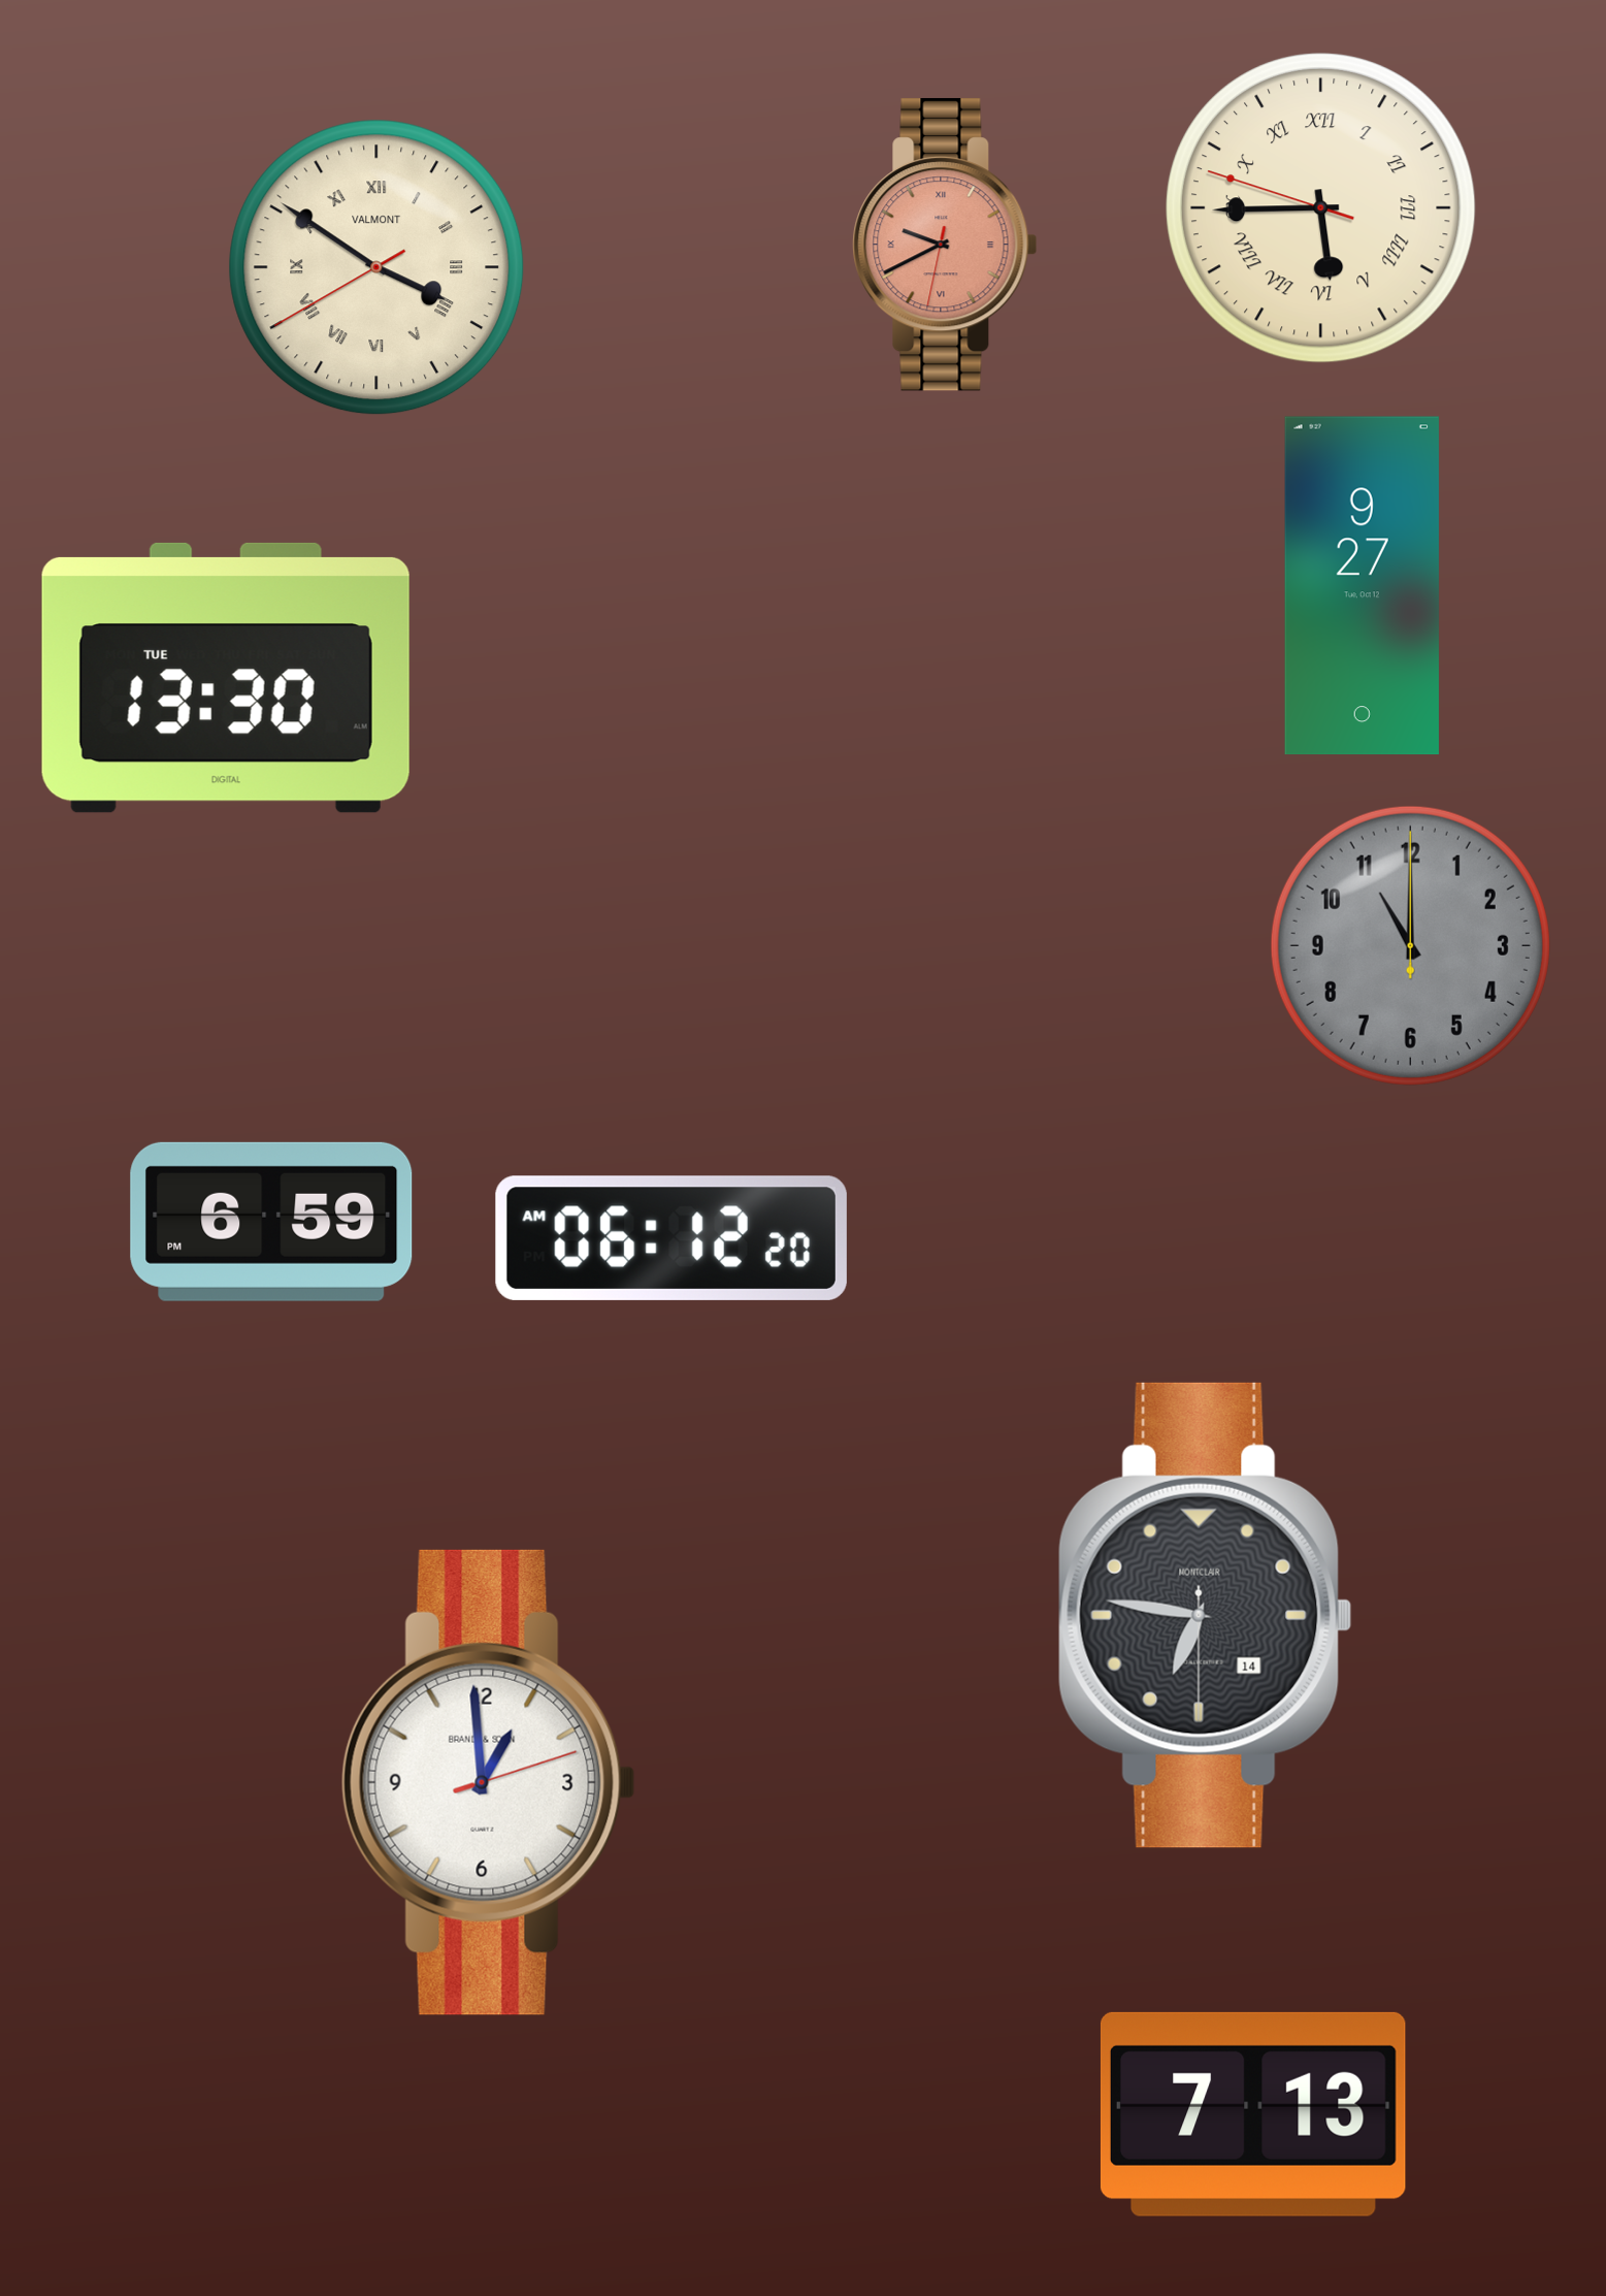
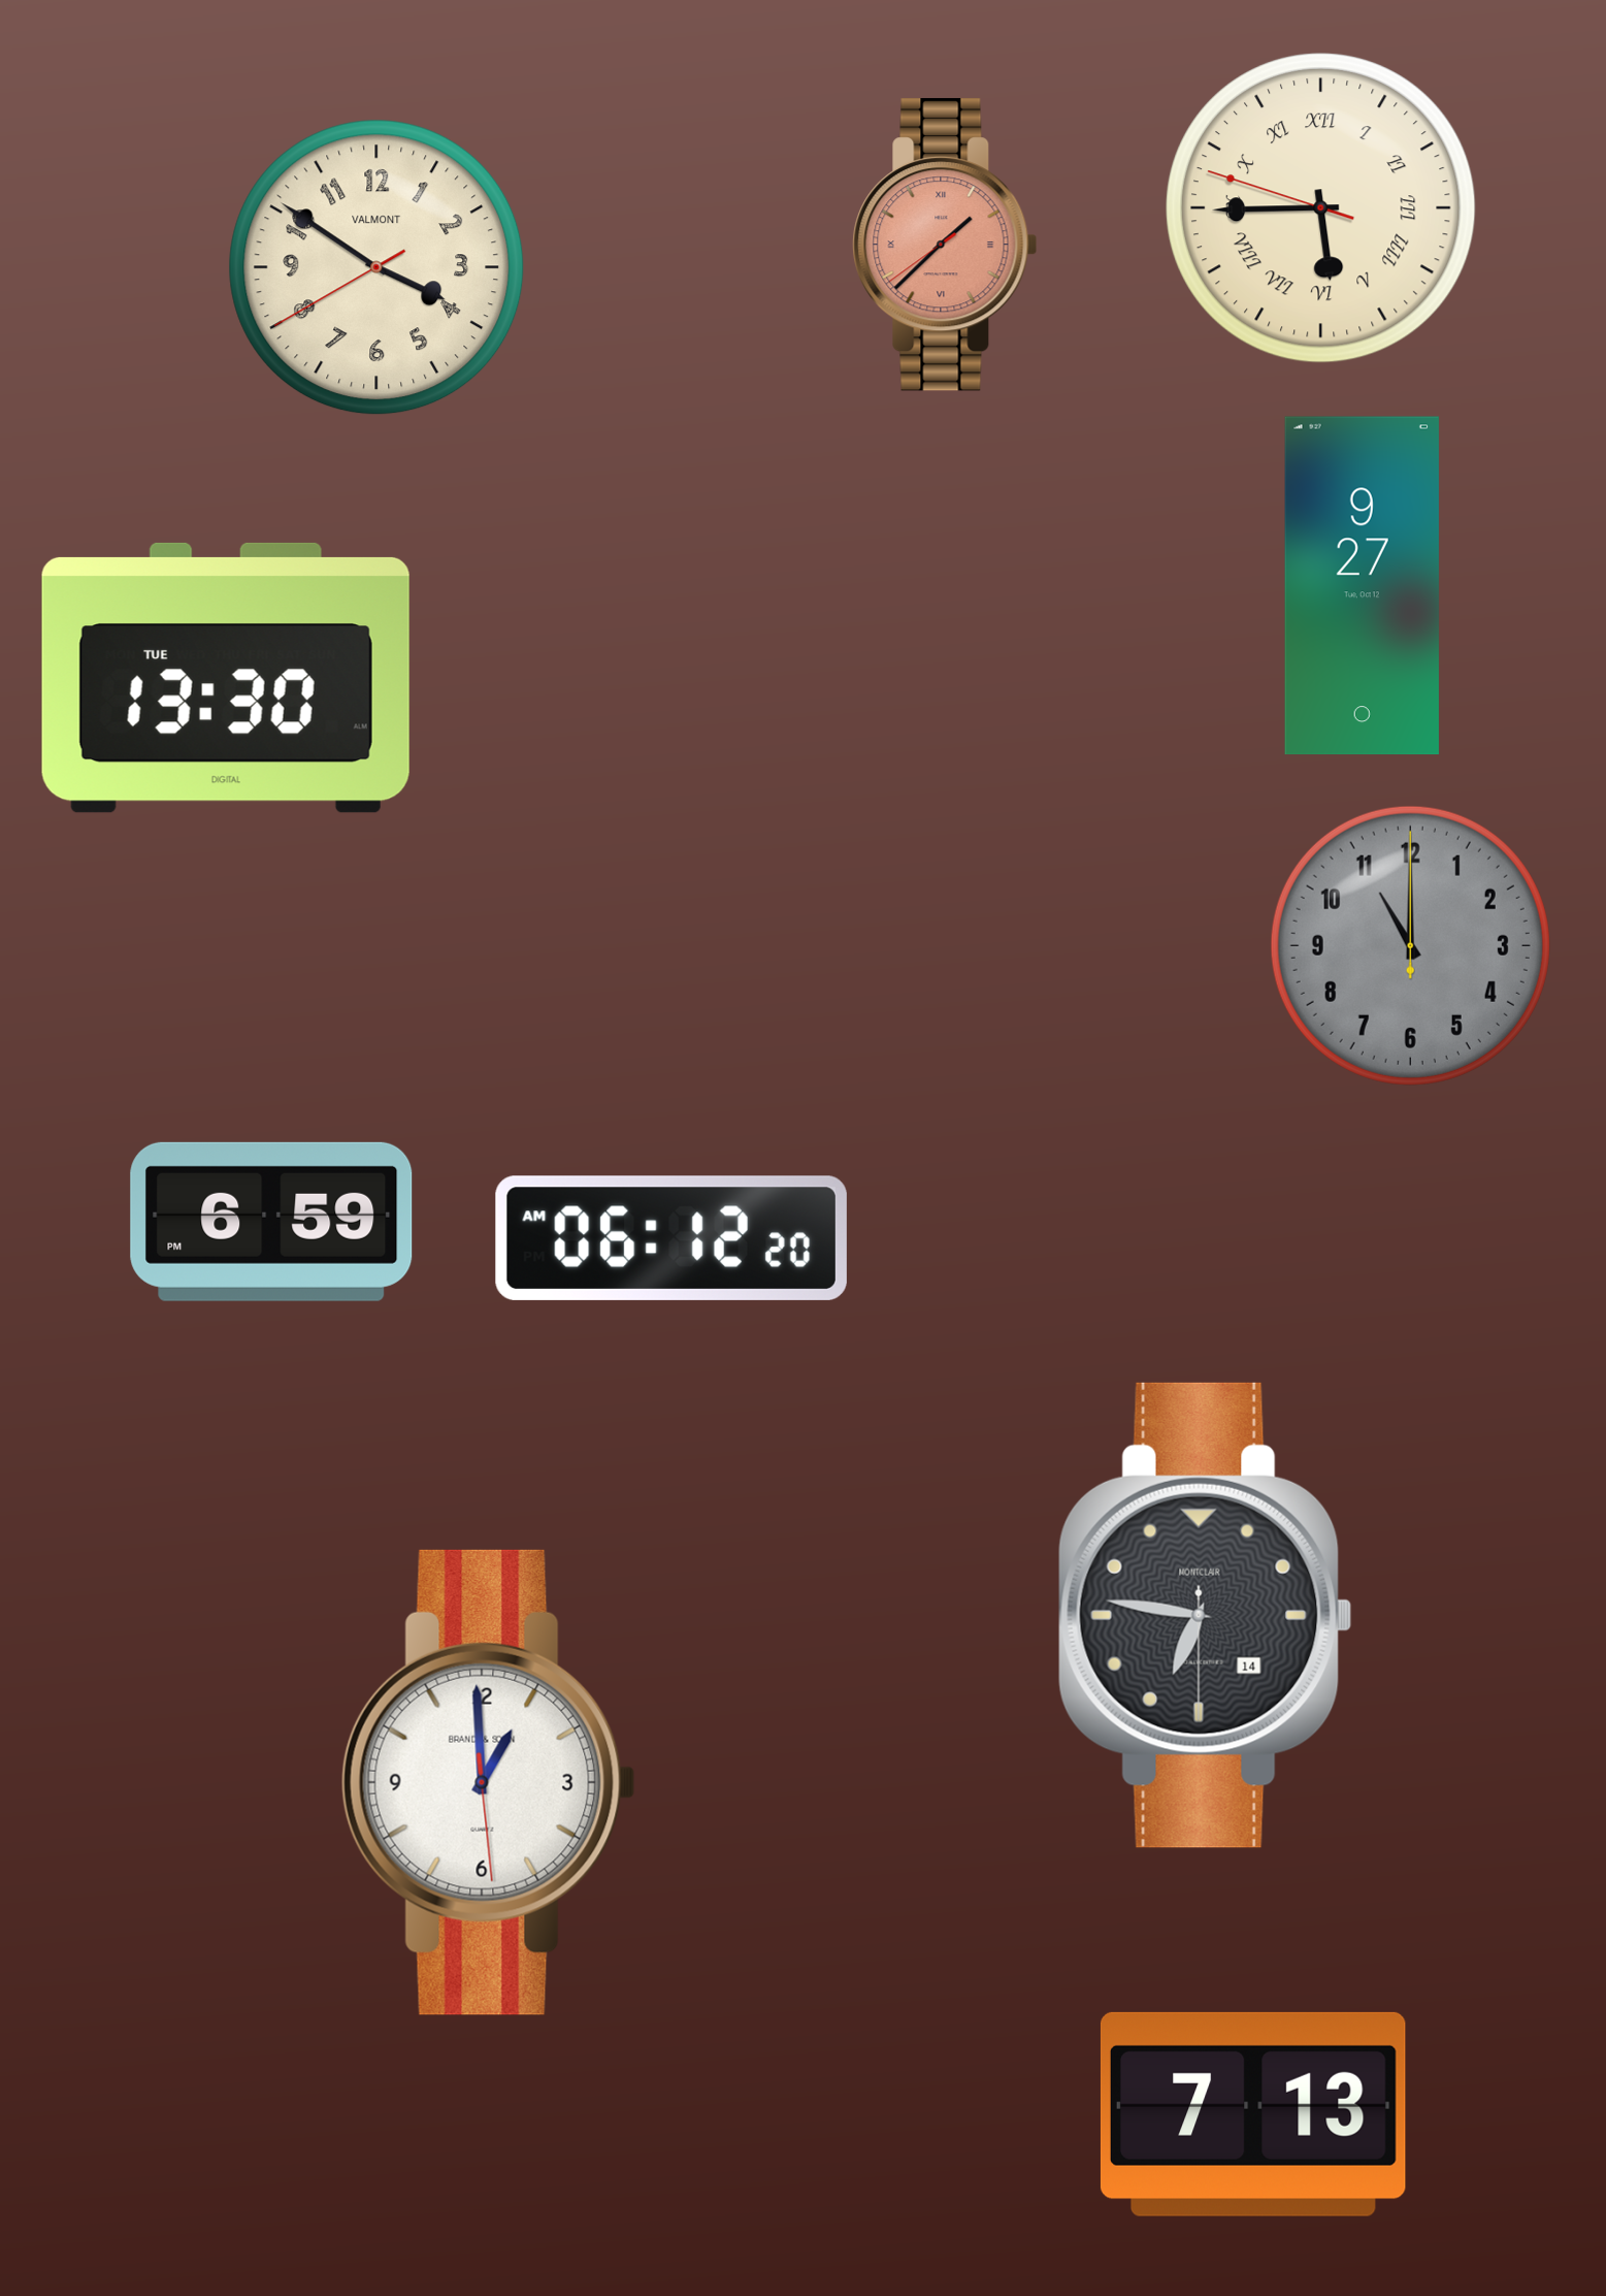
clock at (945, 245): 9:40 -> 1:37
clock at (376, 267) numerals: Roman -> Arabic
clock at (488, 1782): 12:59:12 -> 12:59:29
